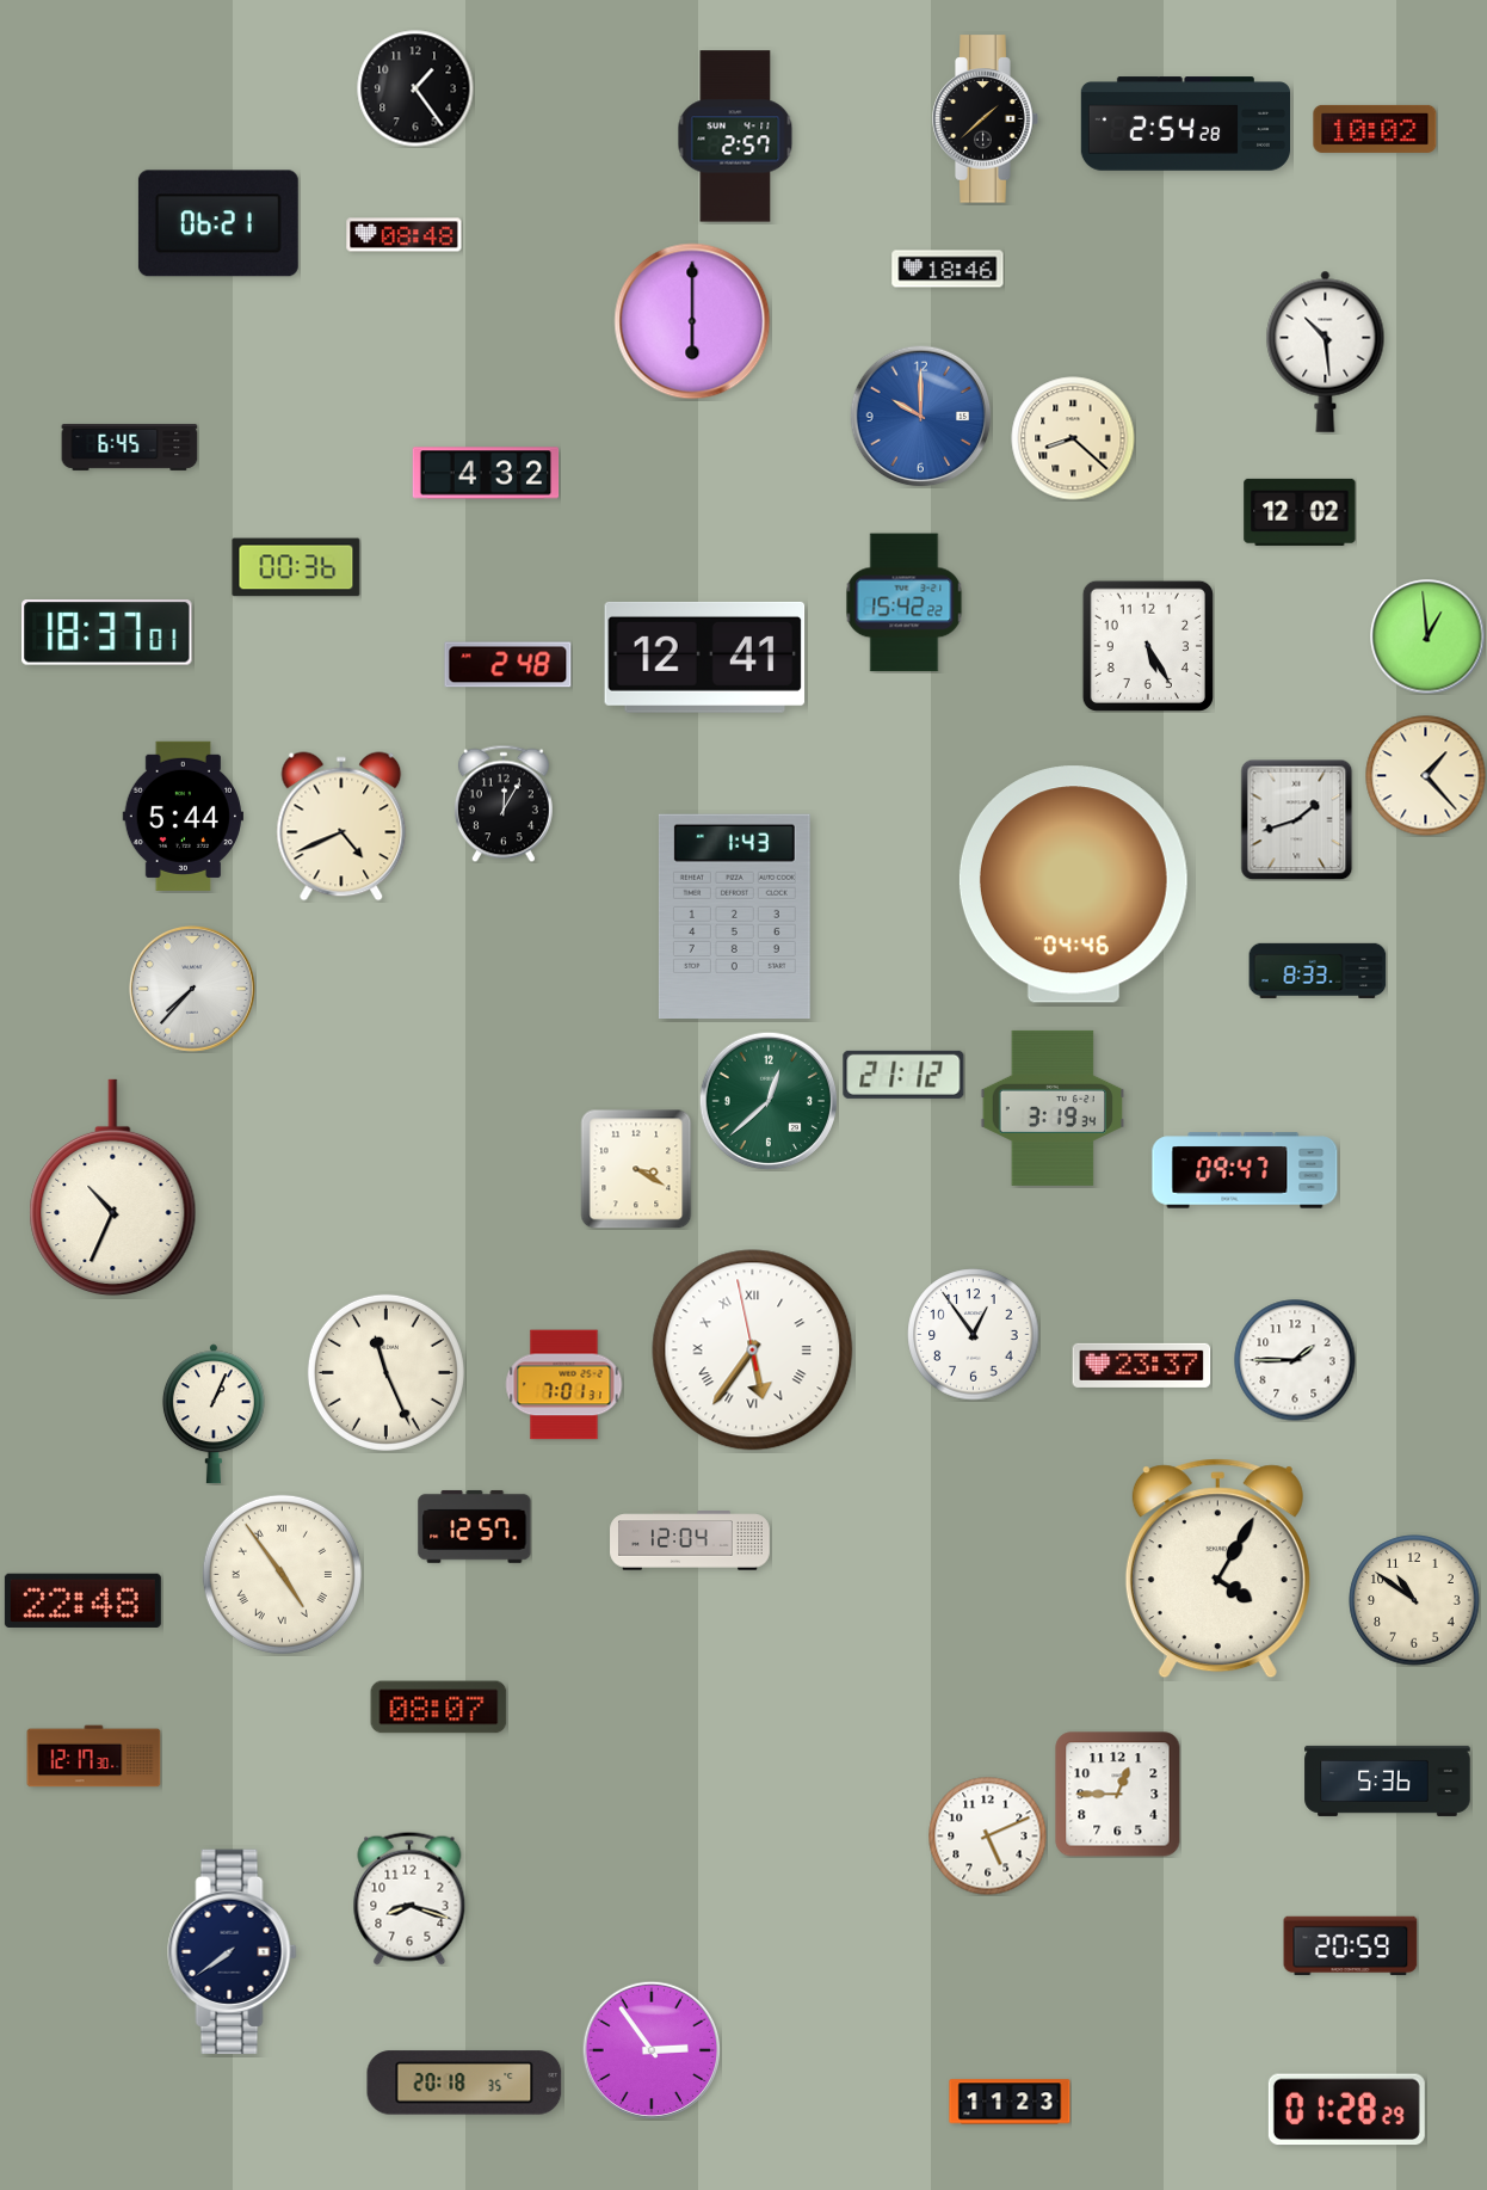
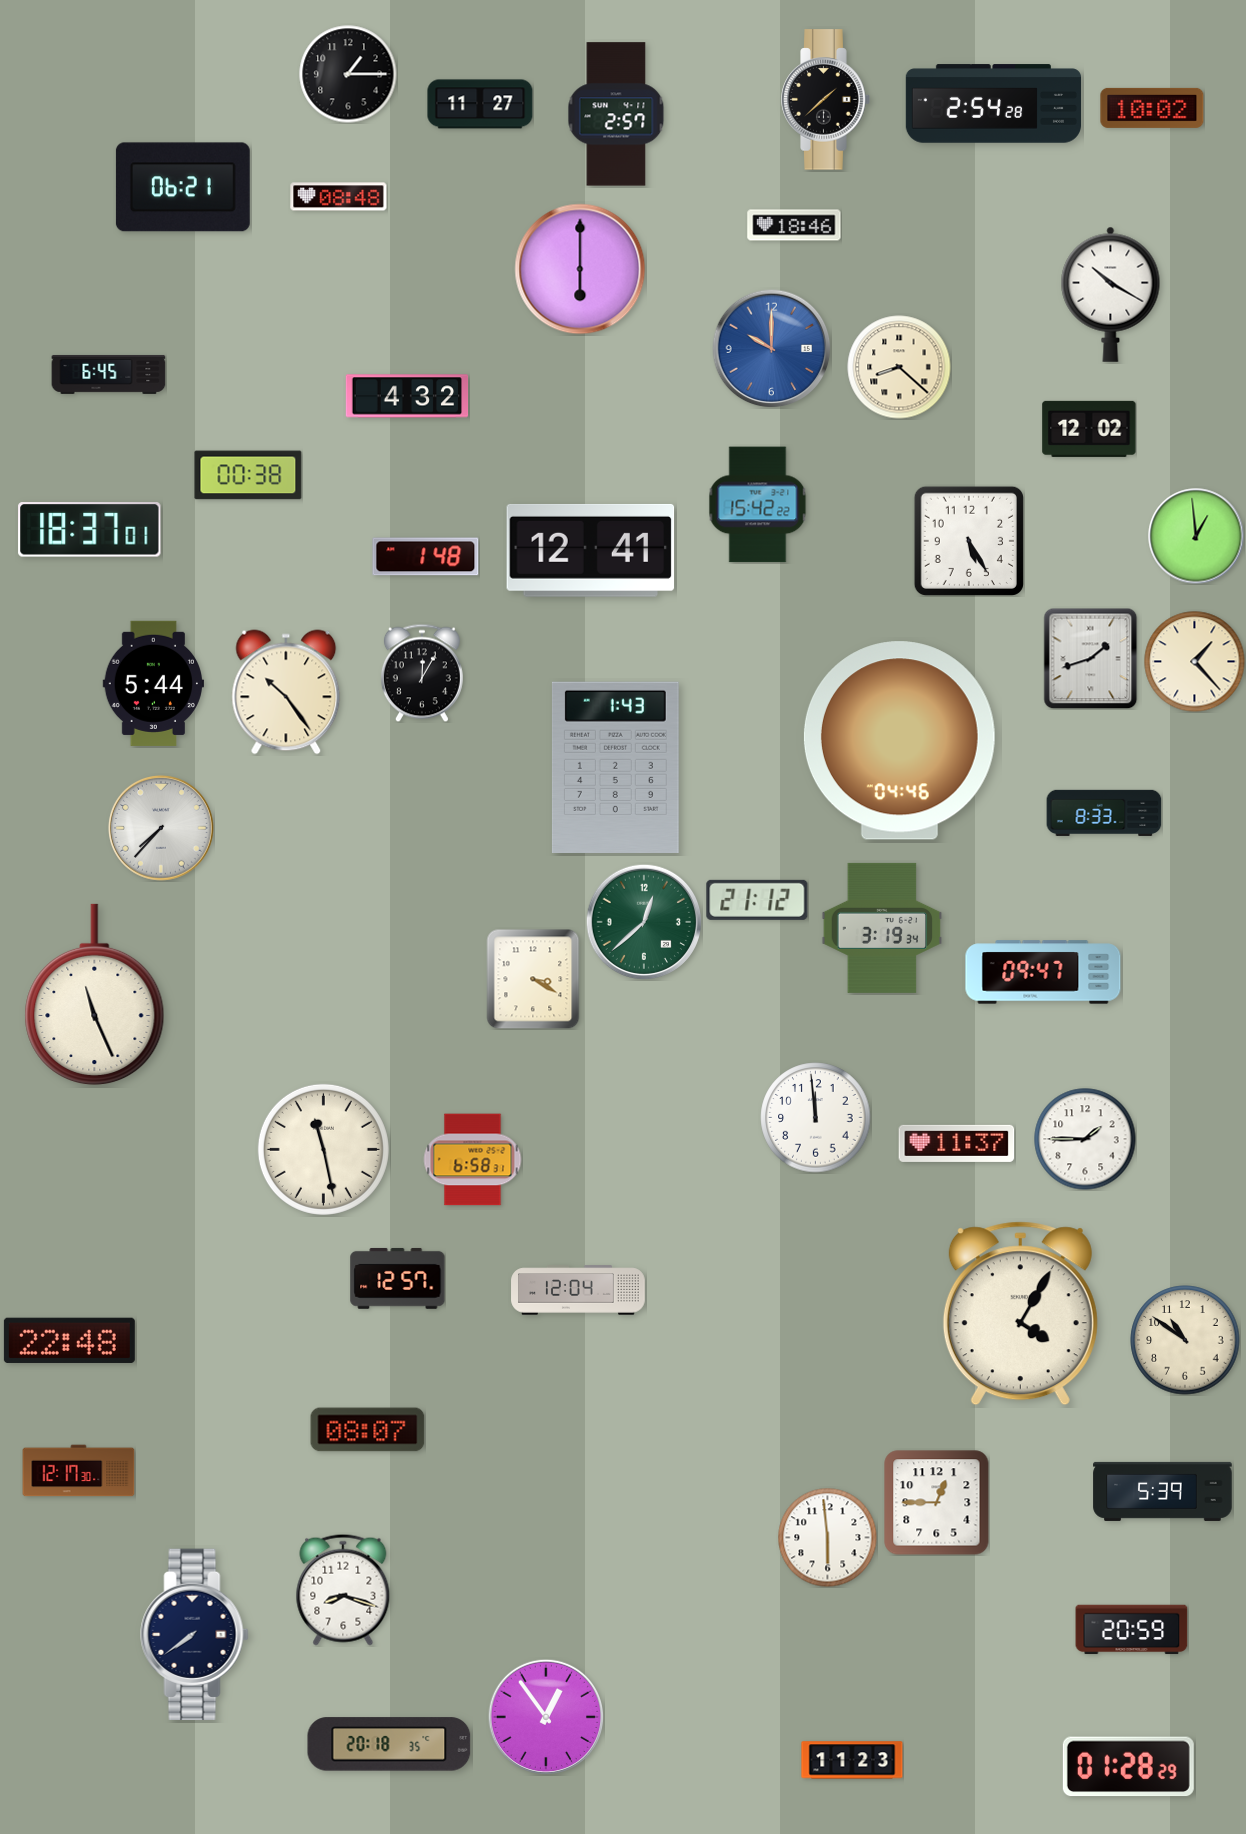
clock at (415, 88): 1:24 -> 1:15
clock at (480, 104): none -> 11:27
clock at (1326, 351): 10:29 -> 10:20
clock at (296, 567): 00:36 -> 00:38
clock at (1427, 636) position: (1427, 636) -> (1196, 536)
clock at (1148, 646) position: (1148, 646) -> (969, 541)
clock at (508, 665): 2:48 -> 1:48
clock at (1426, 776) position: (1426, 776) -> (1195, 662)
clock at (1297, 819) position: (1297, 819) -> (1091, 658)
clock at (341, 826): 4:41 -> 10:24
clock at (1245, 1170) position: (1245, 1170) -> (1043, 972)
clock at (113, 1188): 10:34 -> 11:26
clock at (974, 1335): 12:54 -> 11:59
clock at (753, 1351): 5:35 -> none
clock at (1142, 1365): 23:37 -> 11:37
clock at (385, 1372): 11:26 -> 11:28
clock at (563, 1385): 7:01 -> 6:58
clock at (214, 1414): 1:04 -> none
clock at (282, 1574): 4:54 -> none
clock at (1388, 1780): 5:36 -> 5:39
clock at (988, 1837): 5:11 -> 5:59
clock at (650, 2049): 2:54 -> 12:54
clock at (1010, 2102) position: (1010, 2102) -> (852, 1760)
